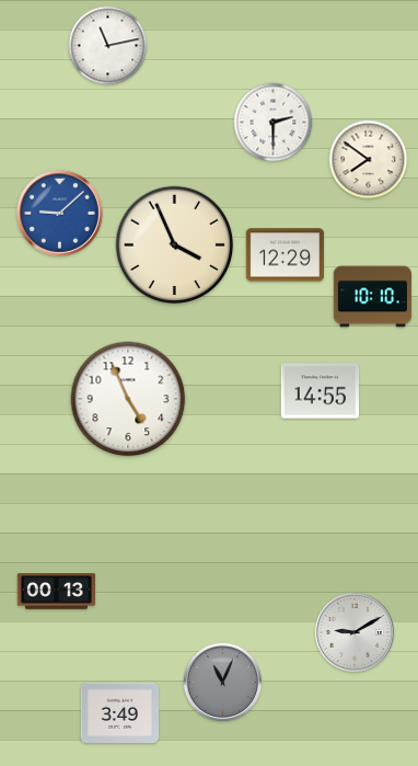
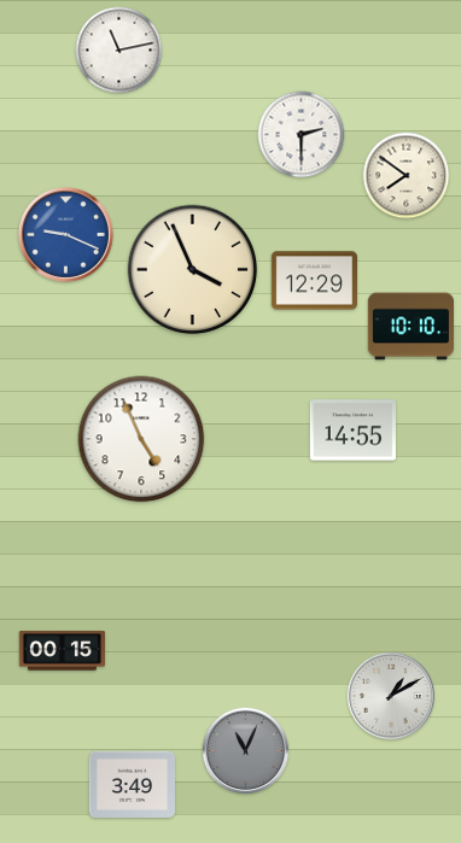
clock at (59, 213): 9:08 -> 9:19
clock at (56, 592): 00:13 -> 00:15
clock at (353, 631): 9:10 -> 1:10
